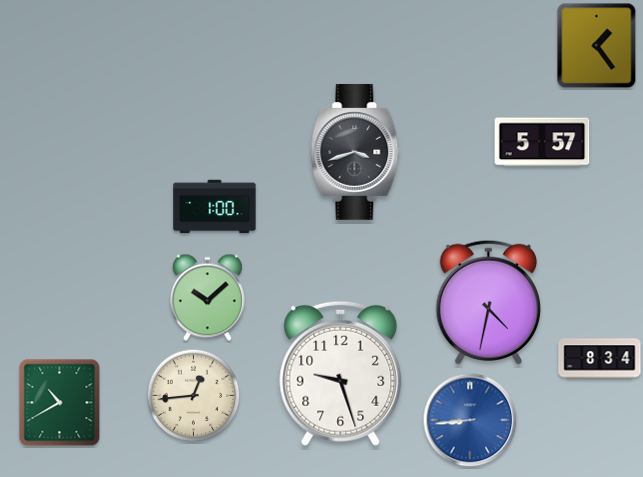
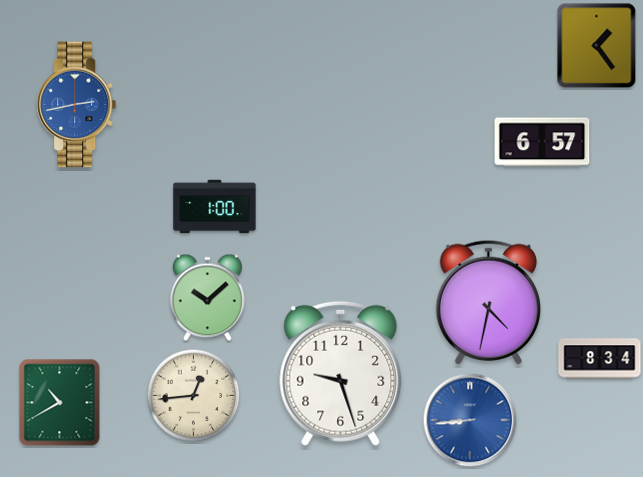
clock at (77, 105): none -> 2:43
clock at (542, 142): 5:57 -> 6:57
clock at (355, 152): 3:42 -> none
